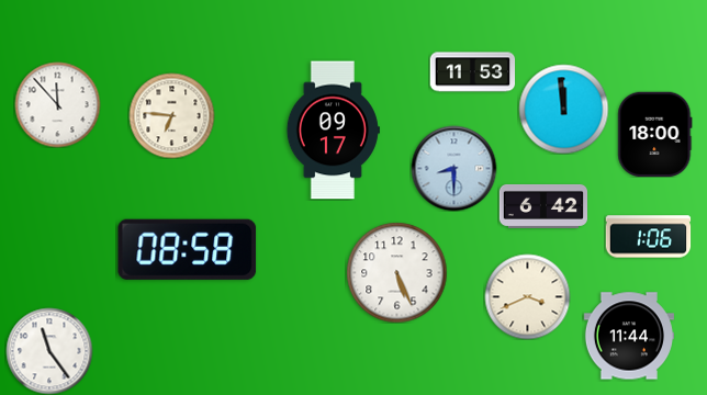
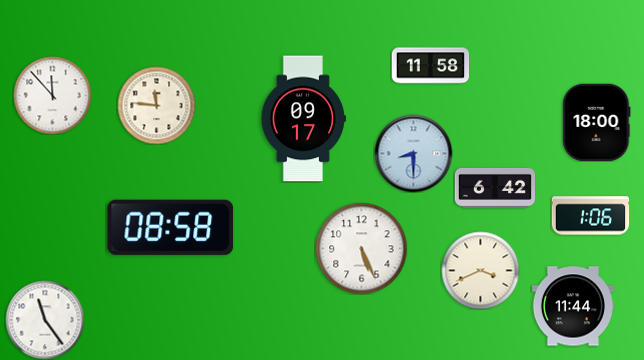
clock at (472, 72): 11:53 -> 11:58
clock at (563, 109): 11:59 -> none
clock at (171, 115): 6:46 -> 11:46
